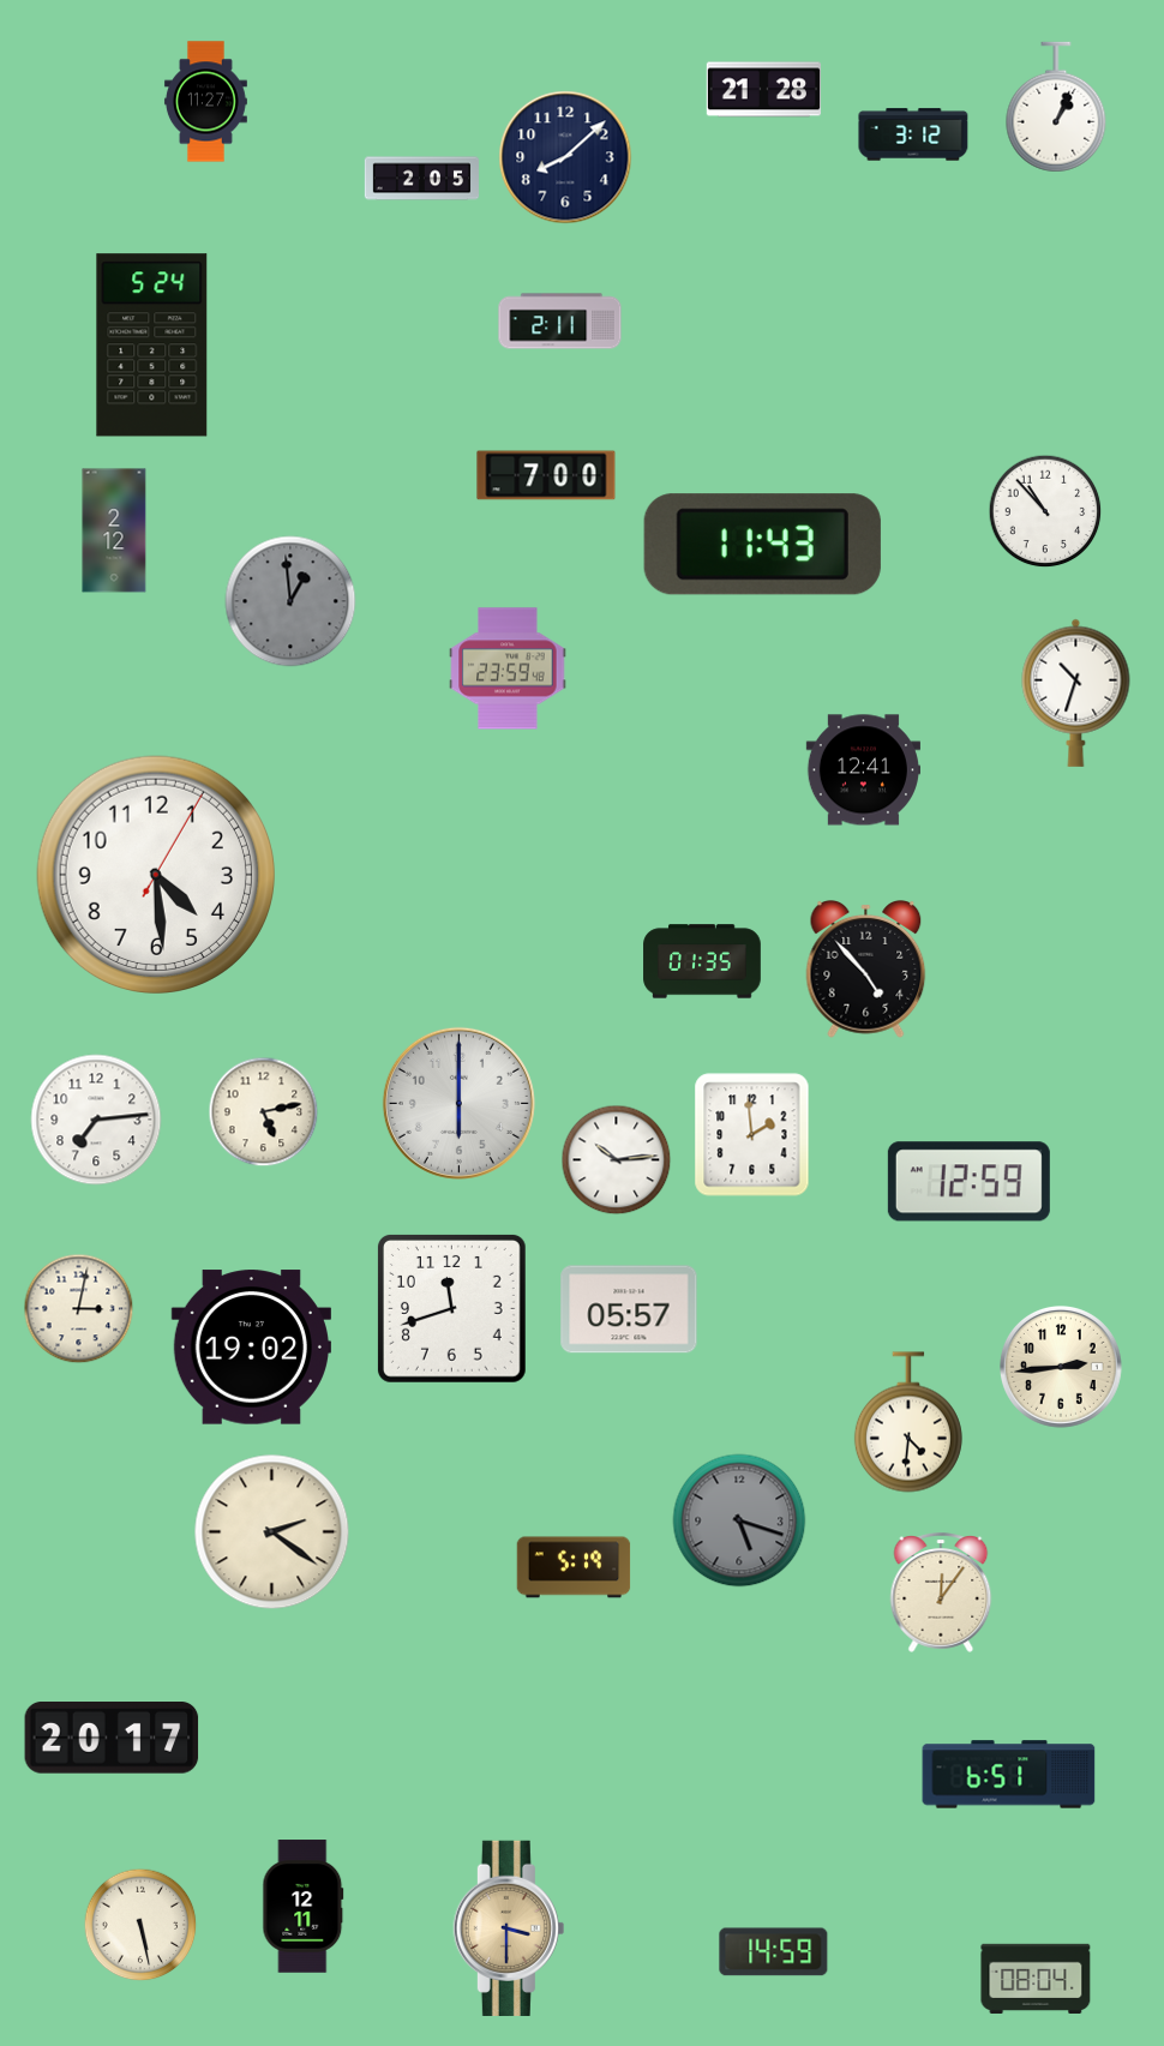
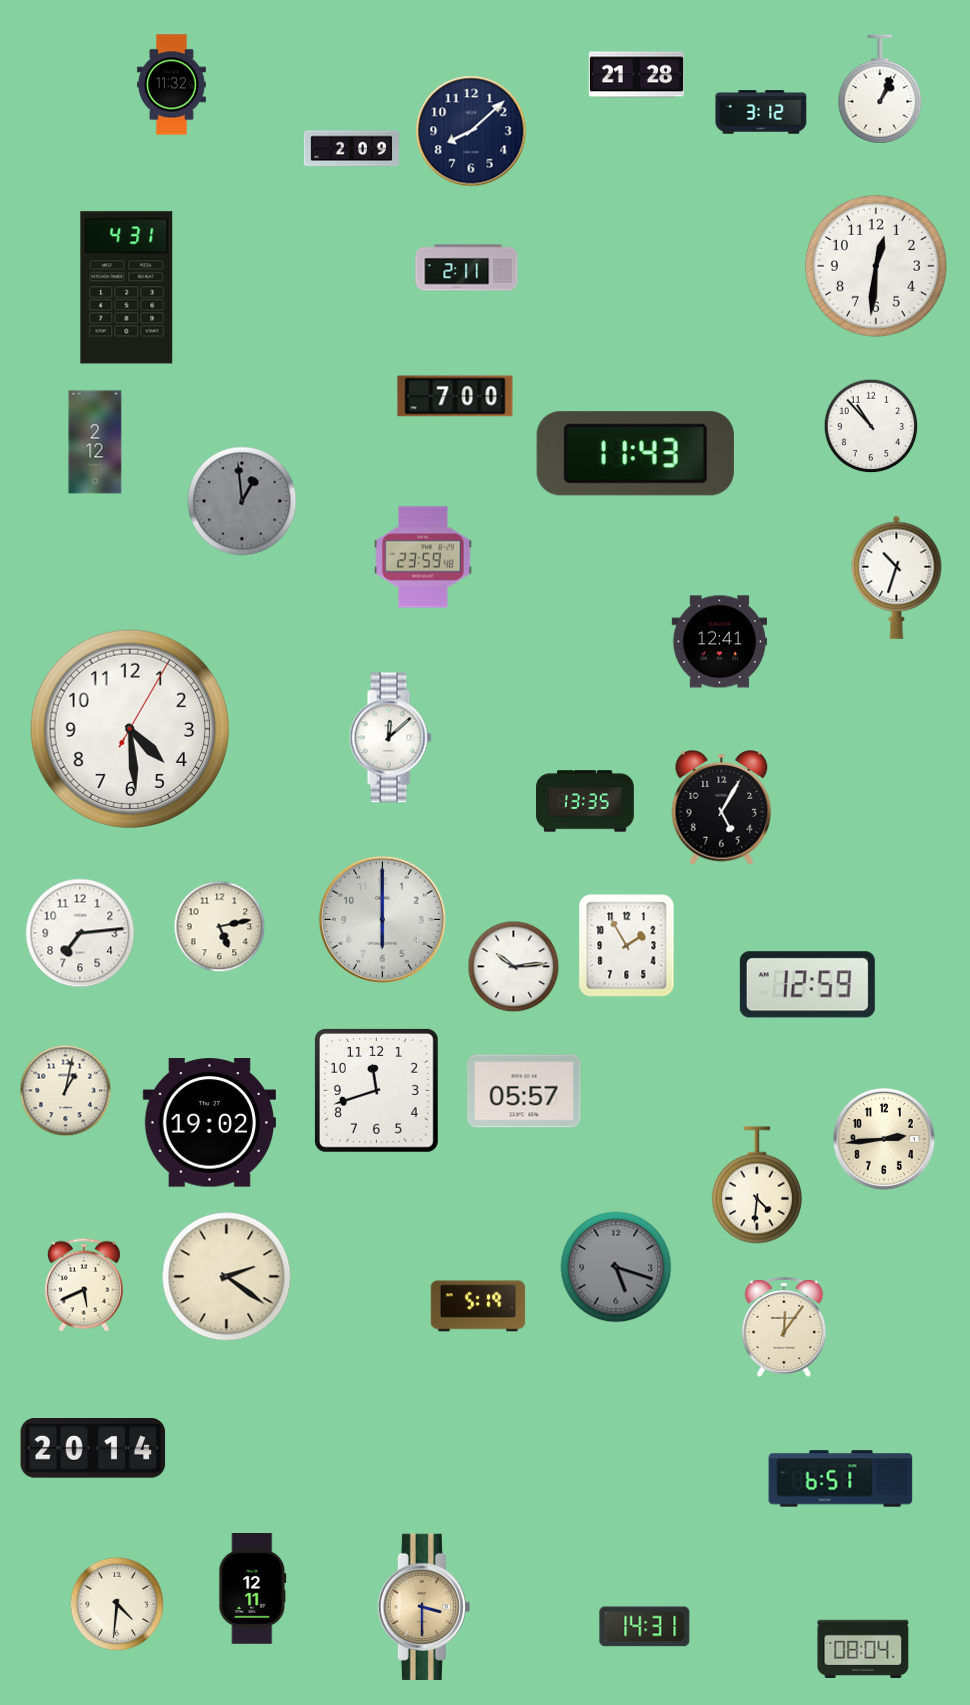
clock at (205, 102): 11:27 -> 11:32
clock at (422, 179): 2:05 -> 2:09
clock at (876, 266): none -> 12:31
clock at (152, 346): 5:24 -> 4:31
clock at (390, 738): none -> 12:08
clock at (702, 961): 01:35 -> 13:35
clock at (866, 970): 4:53 -> 5:05
clock at (752, 1135): 1:59 -> 1:55
clock at (79, 1309): 3:02 -> 1:02
clock at (84, 1285): none -> 5:41
clock at (112, 1739): 20:17 -> 20:14
clock at (140, 1925): 5:28 -> 4:31
clock at (774, 1952): 14:59 -> 14:31
